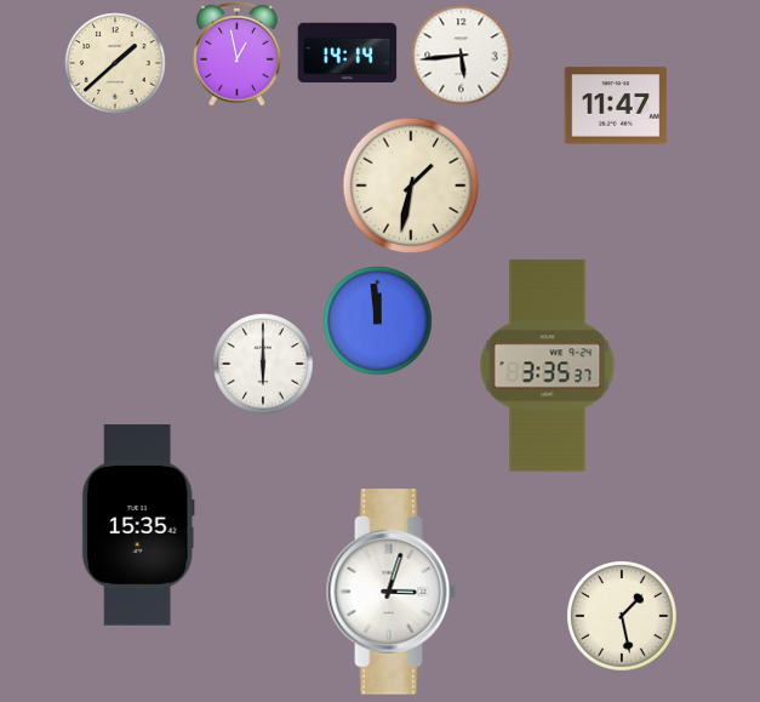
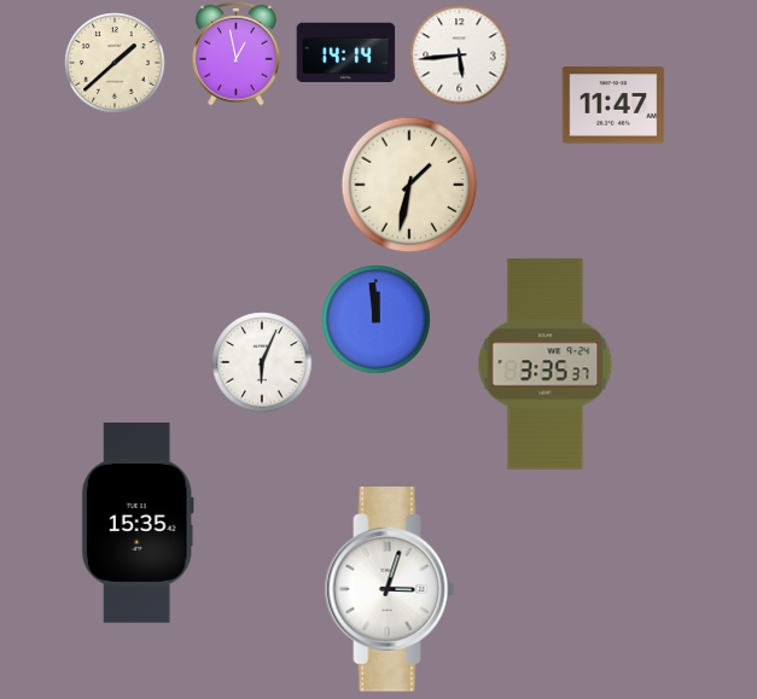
clock at (263, 364): 6:00 -> 6:04
clock at (622, 616): 1:28 -> none
